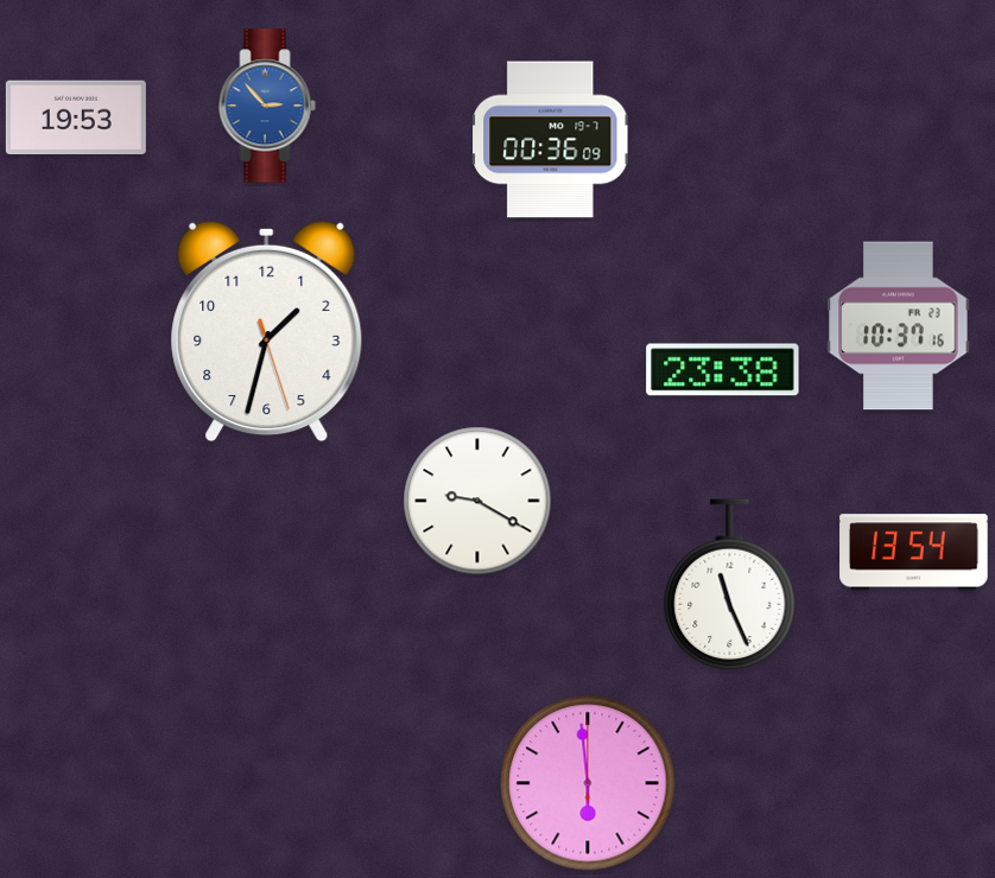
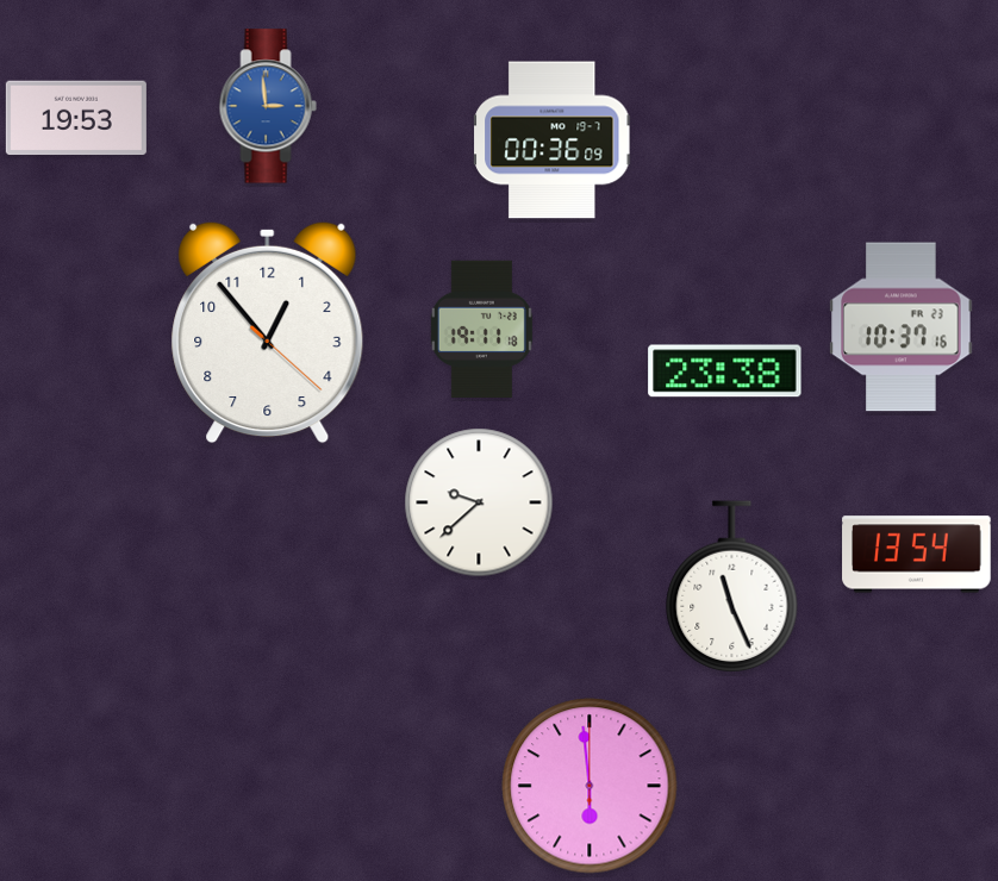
clock at (267, 106): 2:53 -> 2:59
clock at (481, 329): none -> 19:11
clock at (267, 331): 1:32 -> 12:53
clock at (477, 501): 9:20 -> 9:38
